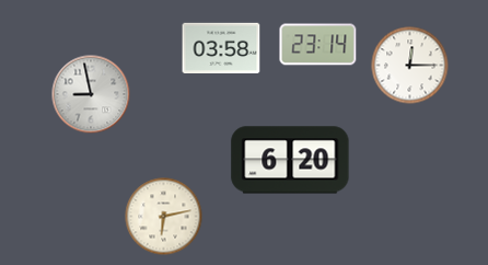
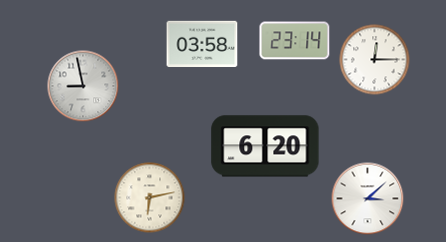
clock at (318, 45) position: (318, 45) -> (295, 41)
clock at (368, 199): none -> 3:08
